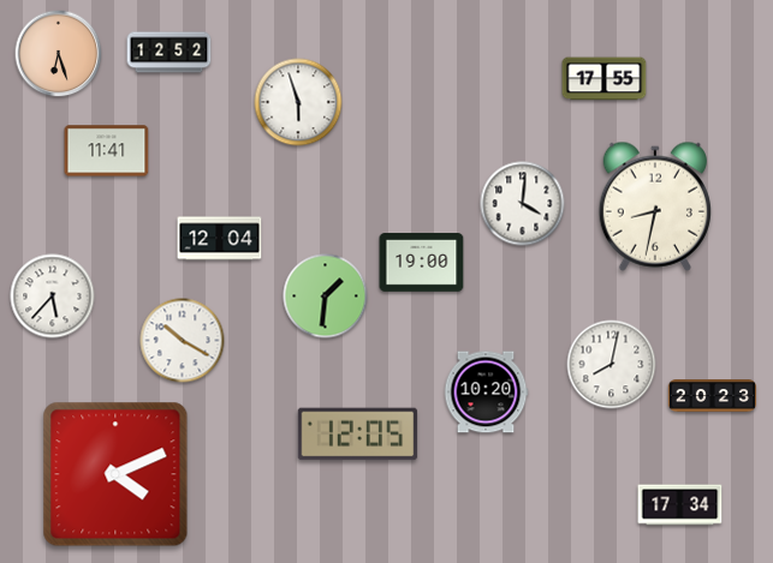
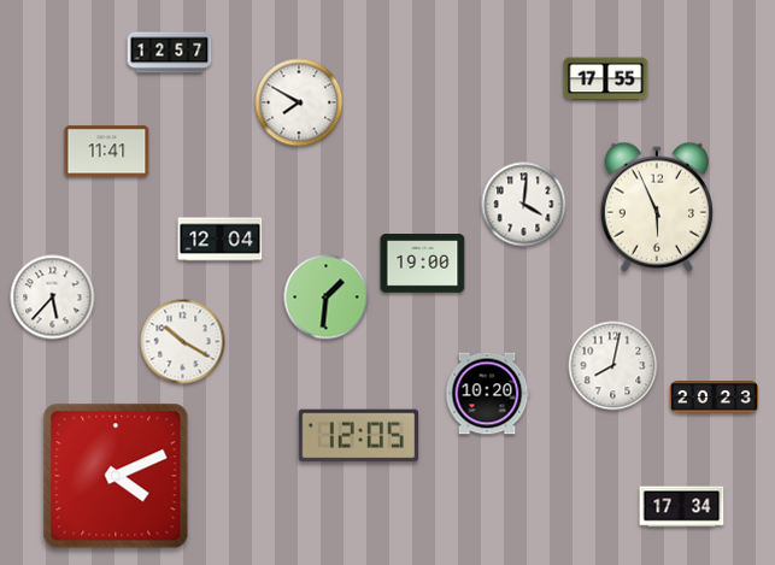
clock at (170, 53): 12:52 -> 12:57
clock at (59, 54): 6:27 -> none
clock at (298, 102): 5:57 -> 7:50
clock at (655, 206): 8:32 -> 5:56
